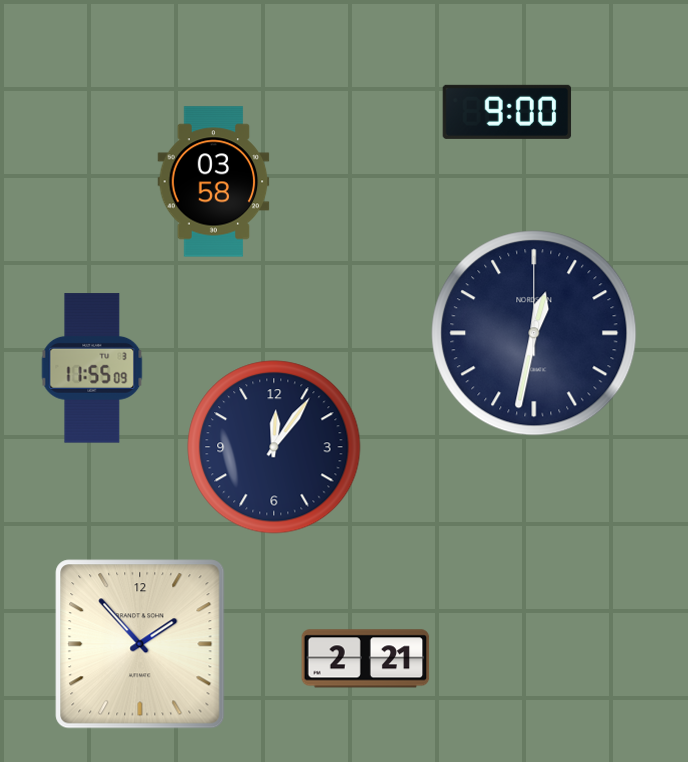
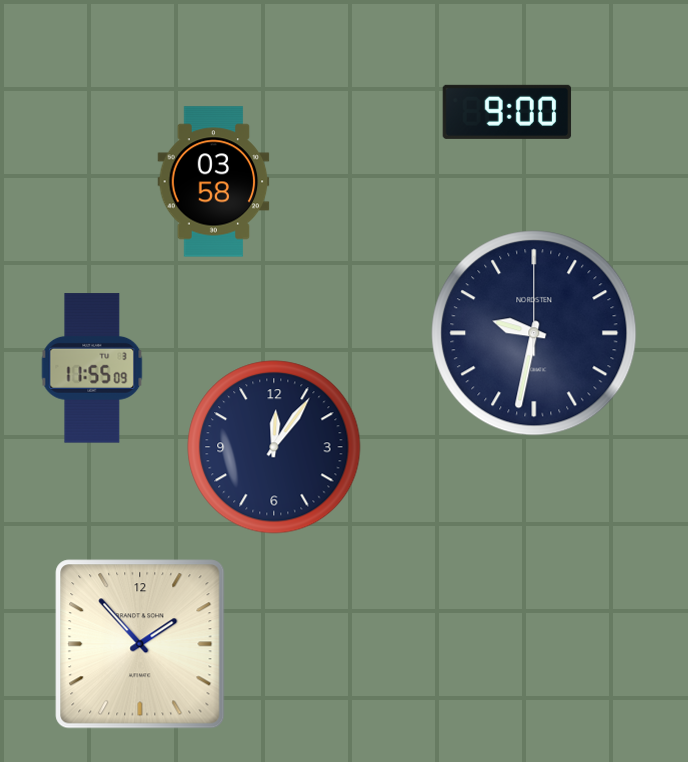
clock at (534, 333): 12:32 -> 9:32
clock at (366, 659): 2:21 -> none
